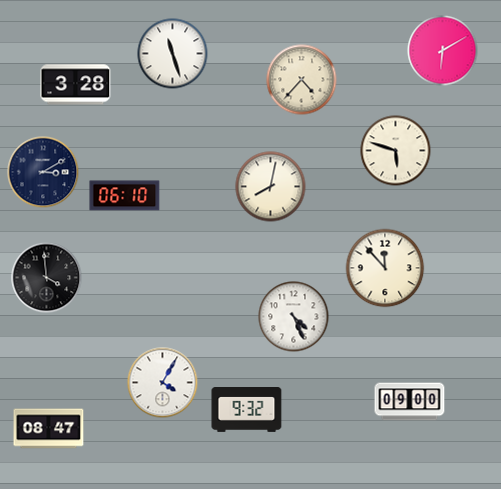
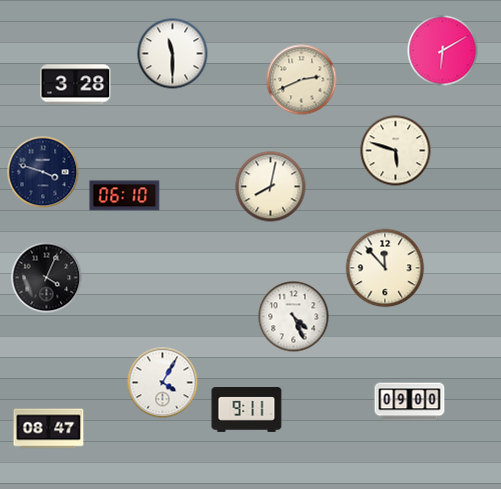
clock at (173, 54): 11:27 -> 11:30
clock at (302, 80): 4:37 -> 2:41
clock at (43, 172): 3:10 -> 3:48
clock at (47, 278): 3:59 -> 4:04
clock at (247, 410): 9:32 -> 9:11
